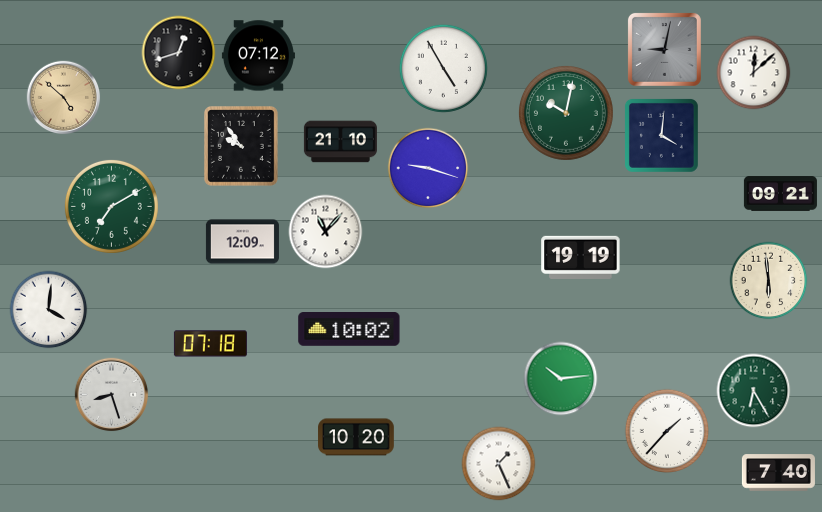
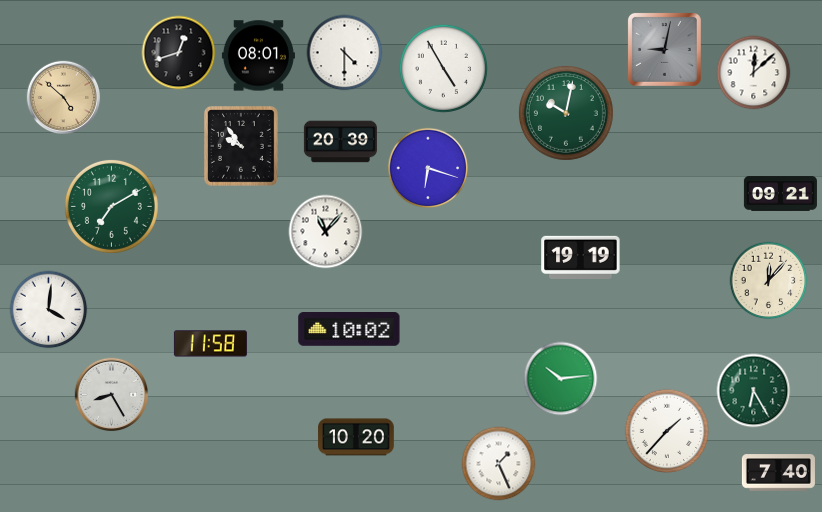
clock at (345, 53): none -> 4:30
clock at (258, 56): 07:12 -> 08:01
clock at (661, 135): 4:01 -> none
clock at (340, 142): 21:10 -> 20:39
clock at (428, 168): 9:18 -> 6:18
clock at (242, 242): 12:09 -> none
clock at (769, 281): 5:59 -> 12:07
clock at (210, 344): 07:18 -> 11:58
clock at (112, 395): 8:27 -> 8:25
